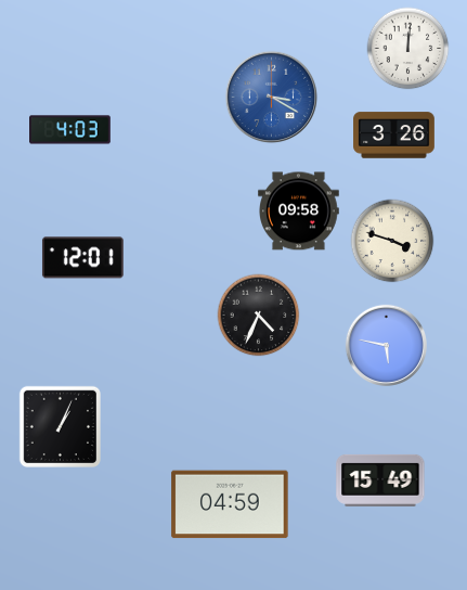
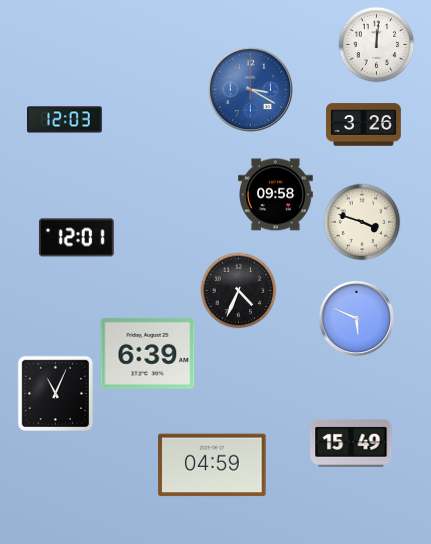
clock at (70, 130): 4:03 -> 12:03
clock at (386, 345): 5:47 -> 5:49
clock at (148, 353): none -> 6:39
clock at (60, 426): 1:04 -> 11:04
